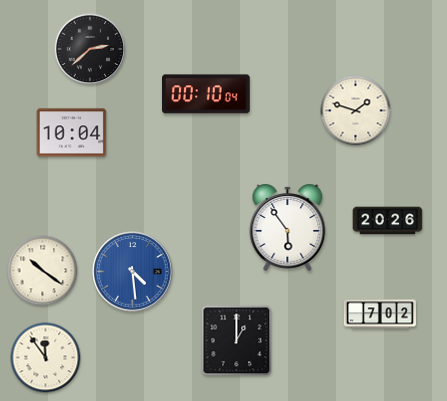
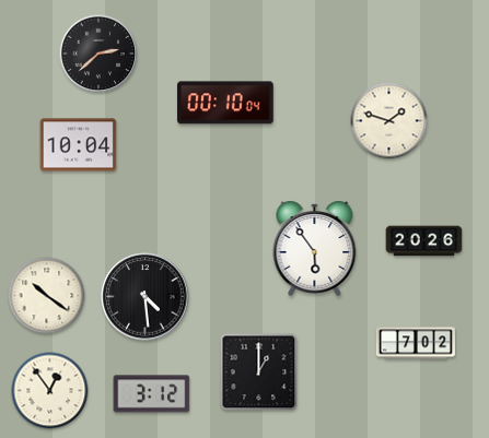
clock at (133, 272) dial: blue -> black
clock at (46, 358): 11:54 -> 12:54
clock at (152, 394): none -> 3:12
